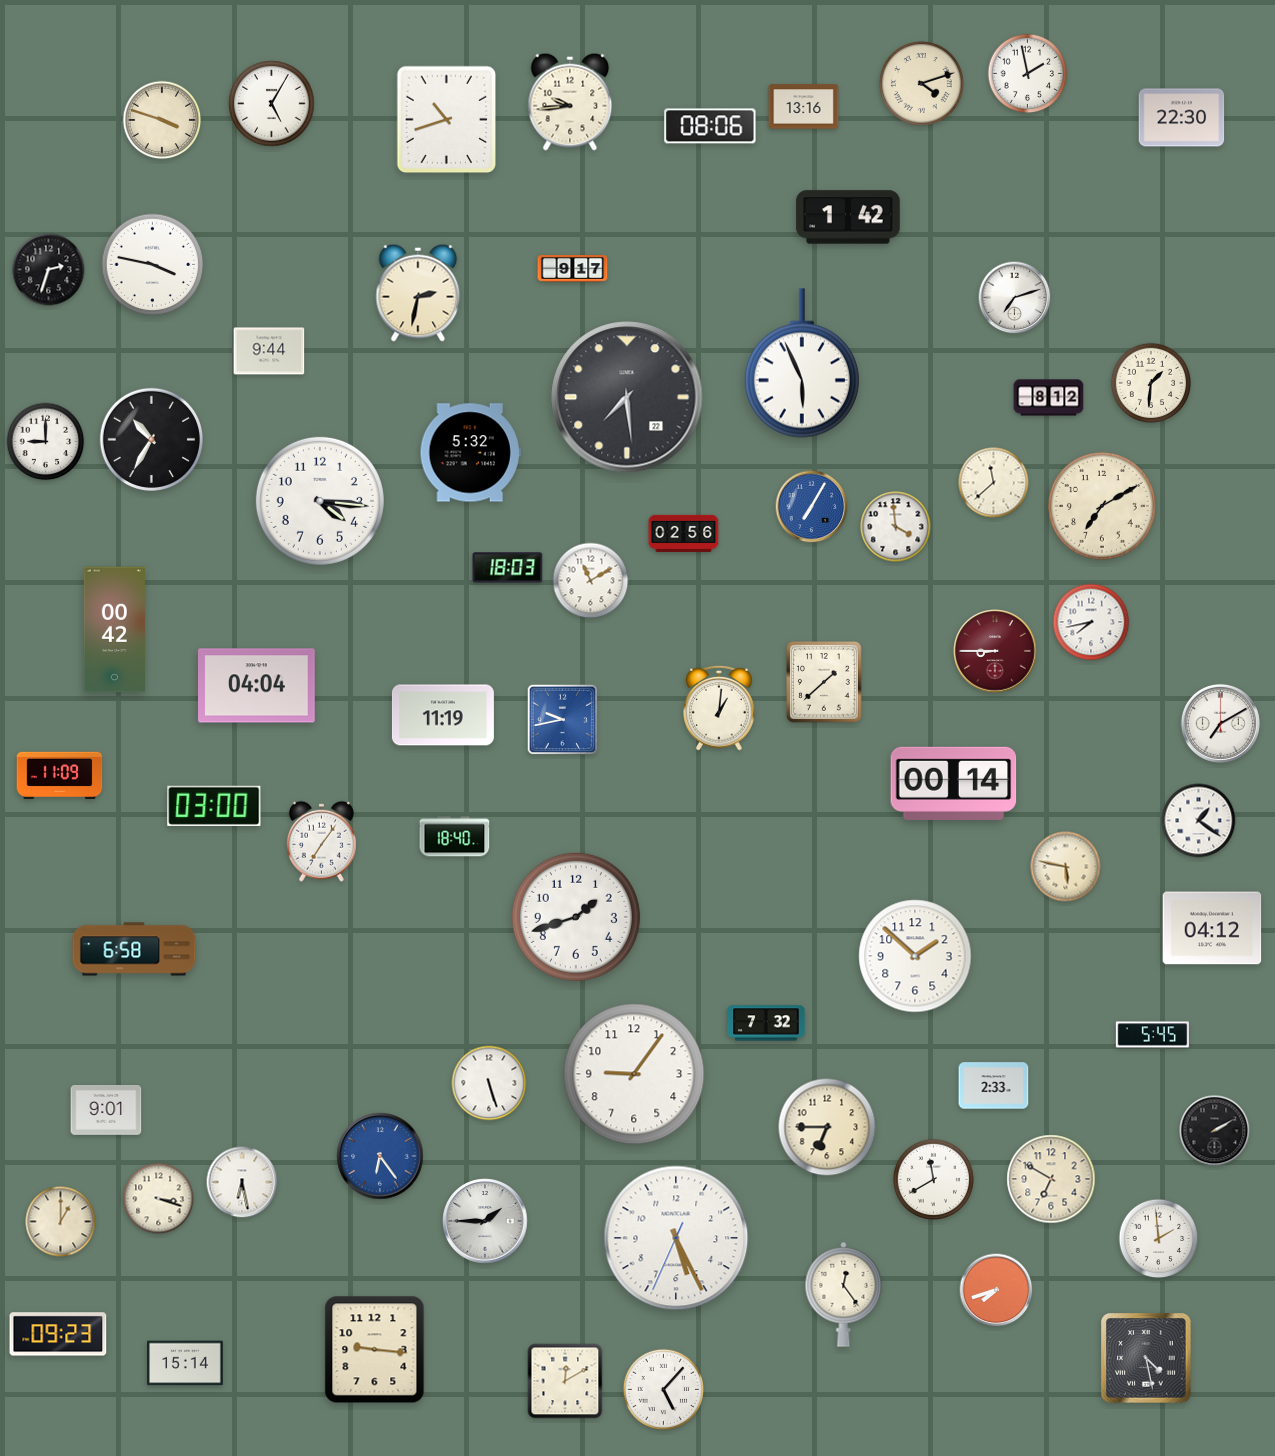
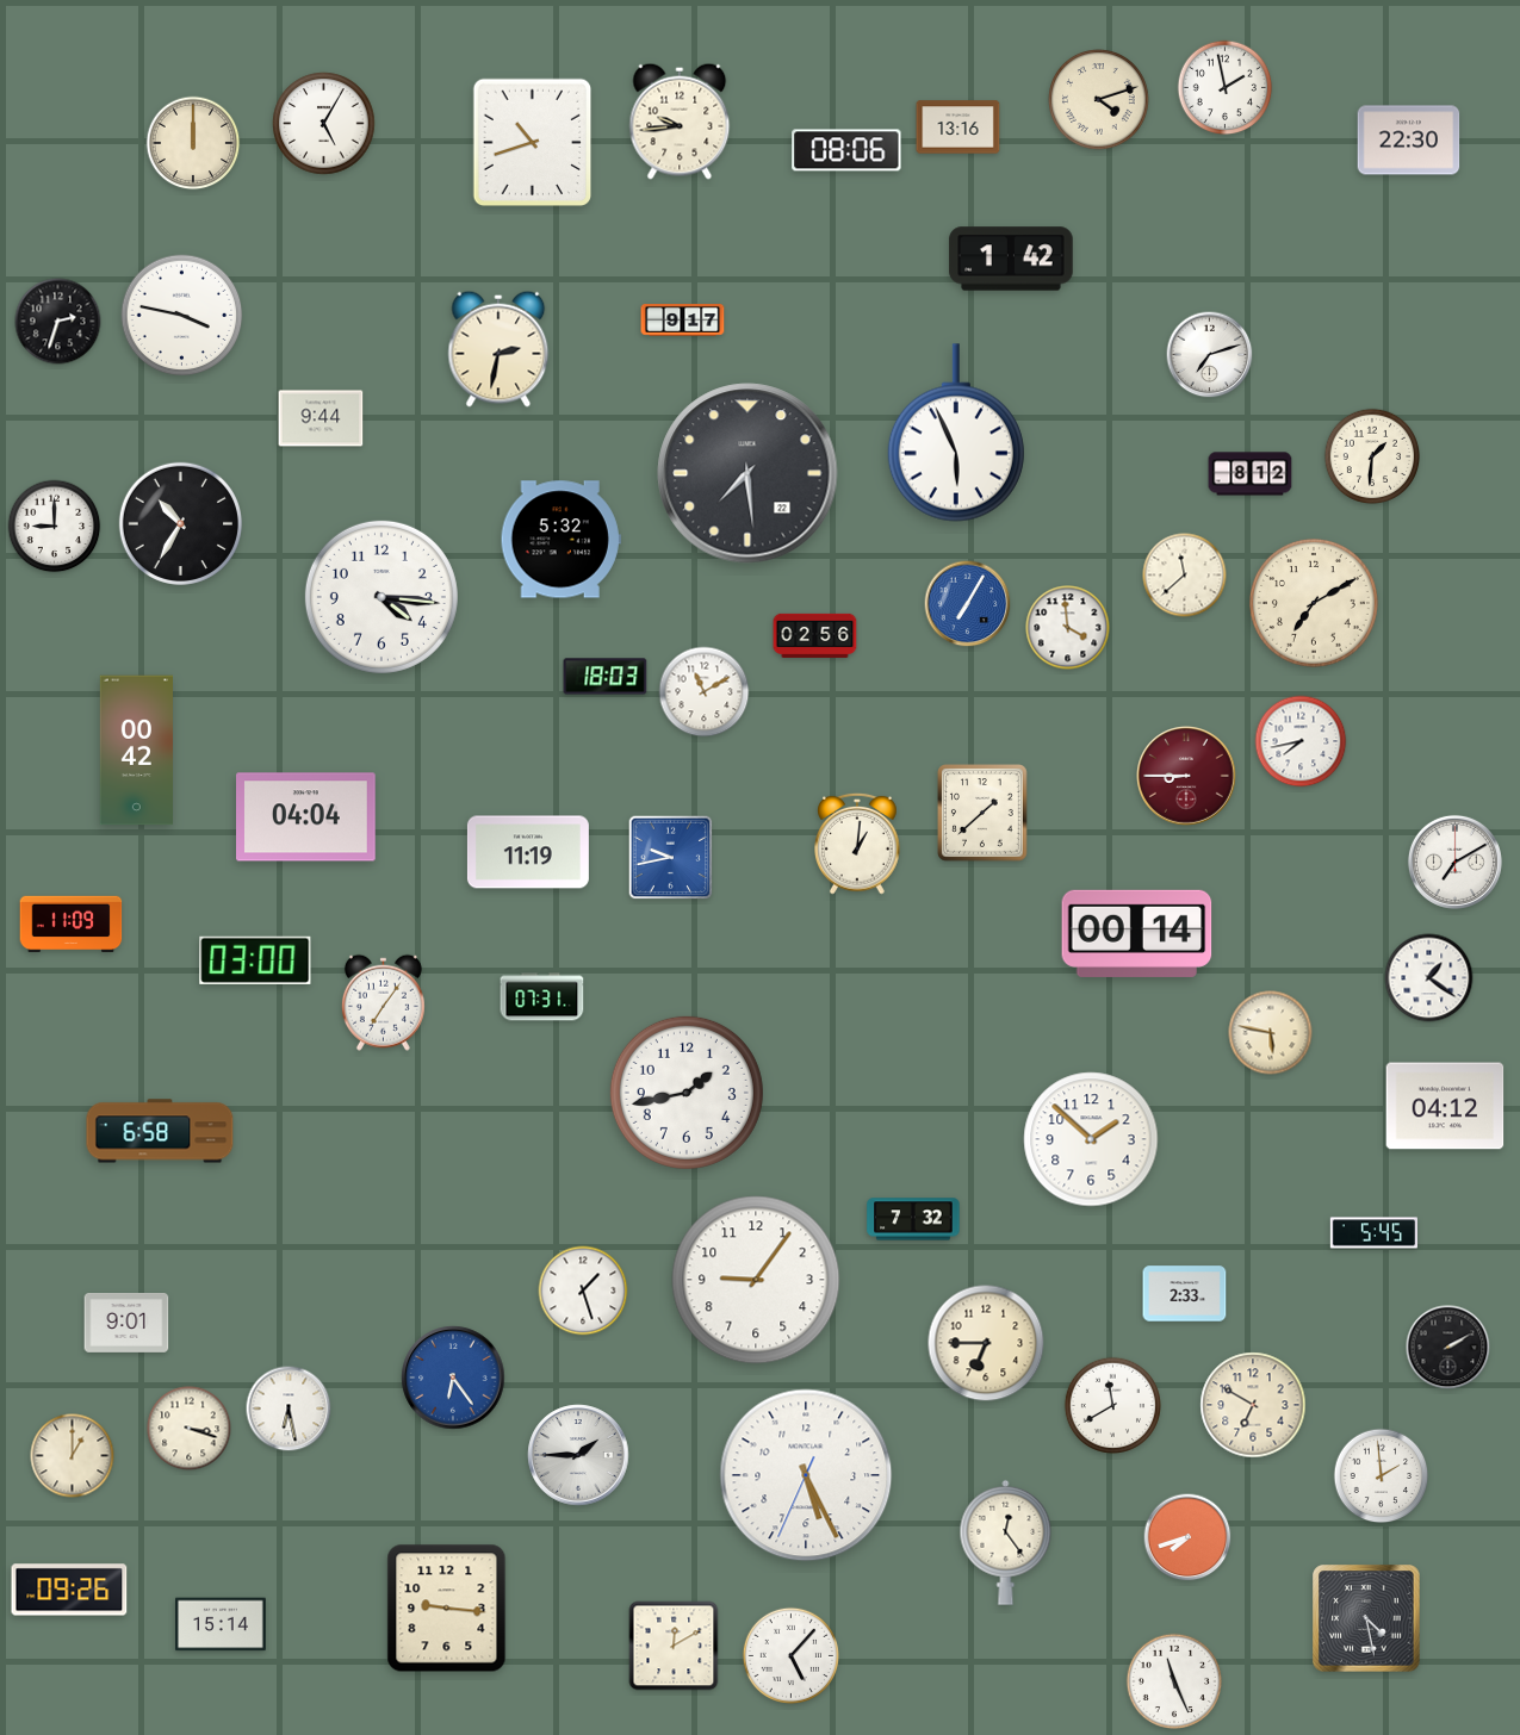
clock at (162, 120): 3:48 -> 12:00
clock at (455, 837): 18:40 -> 07:31
clock at (576, 917): 1:42 -> 1:43
clock at (489, 1083): 5:27 -> 1:27
clock at (58, 1334): 09:23 -> 09:26
clock at (1174, 1681): none -> 11:26
